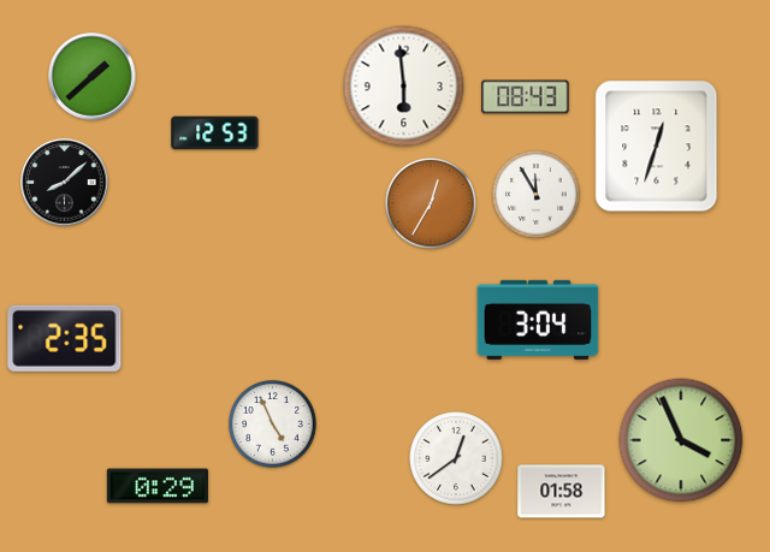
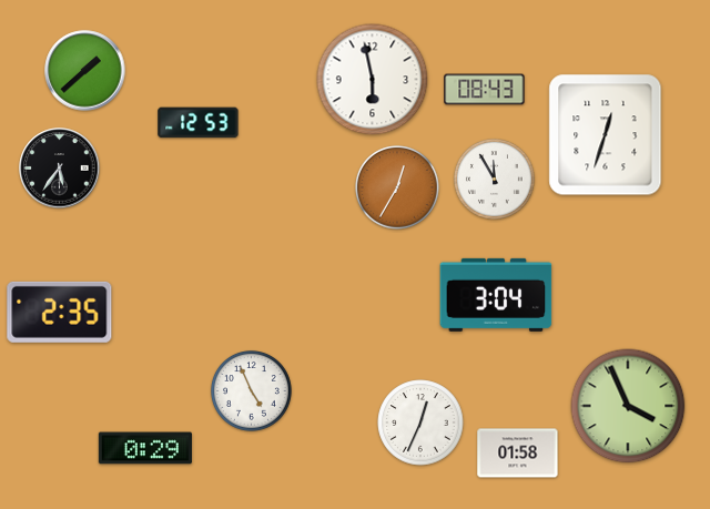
clock at (404, 87): 5:59 -> 5:58
clock at (65, 183): 8:08 -> 5:36
clock at (456, 458): 12:39 -> 12:34
